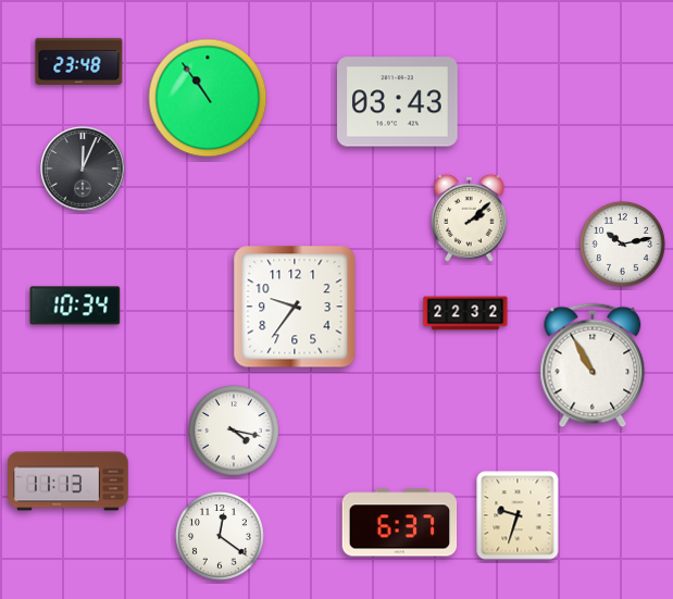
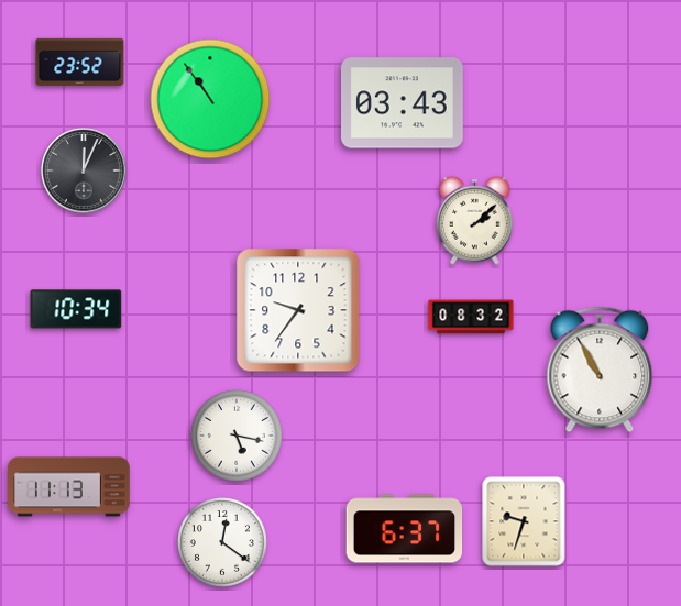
clock at (79, 61): 23:48 -> 23:52
clock at (622, 244): 10:13 -> none
clock at (465, 313): 22:32 -> 08:32
clock at (234, 430): 4:17 -> 5:17
